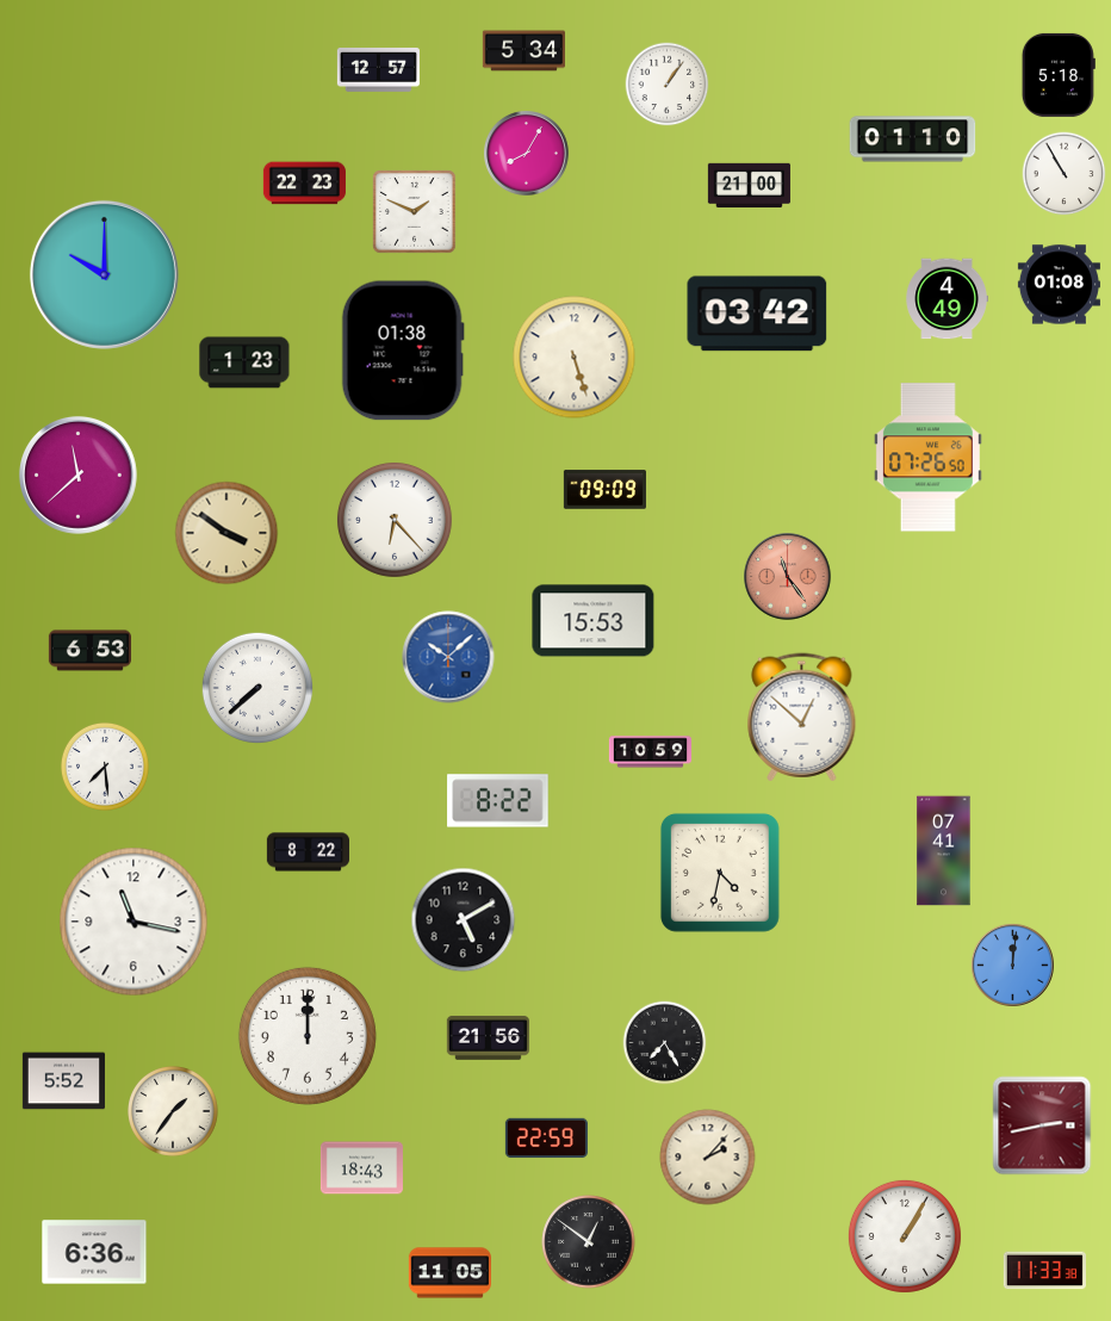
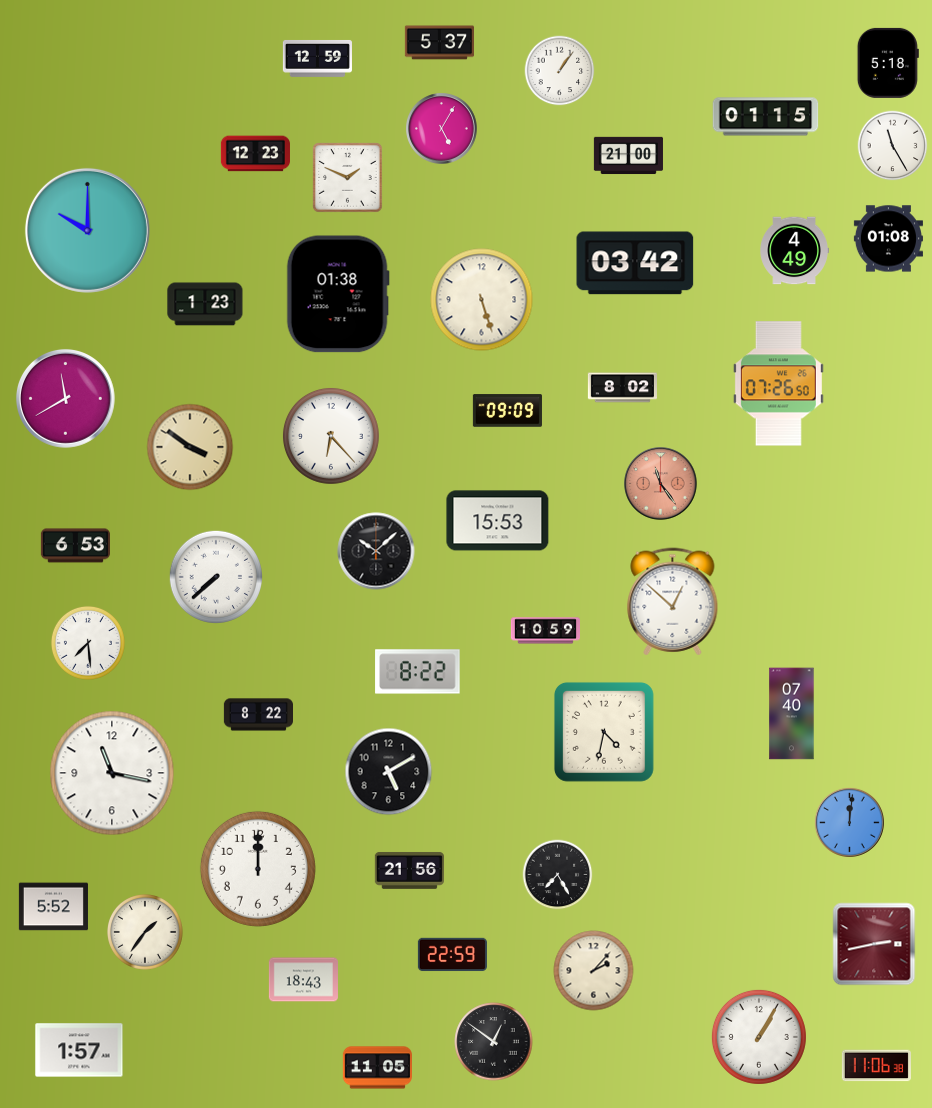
clock at (523, 51): 5:34 -> 5:37
clock at (378, 69): 12:57 -> 12:59
clock at (913, 139): 01:10 -> 01:15
clock at (527, 154): 8:05 -> 5:05
clock at (1065, 174): 10:55 -> 11:25
clock at (304, 184): 22:23 -> 12:23
clock at (622, 388): none -> 8:02
clock at (77, 475): 11:38 -> 11:40
clock at (448, 657) dial: blue -> black
clock at (944, 851): 07:41 -> 07:40
clock at (1012, 965) position: (1012, 965) -> (849, 822)
clock at (546, 1139) position: (546, 1139) -> (452, 955)
clock at (94, 1252): 6:36 -> 1:57
clock at (1044, 1271): 11:33 -> 11:06
